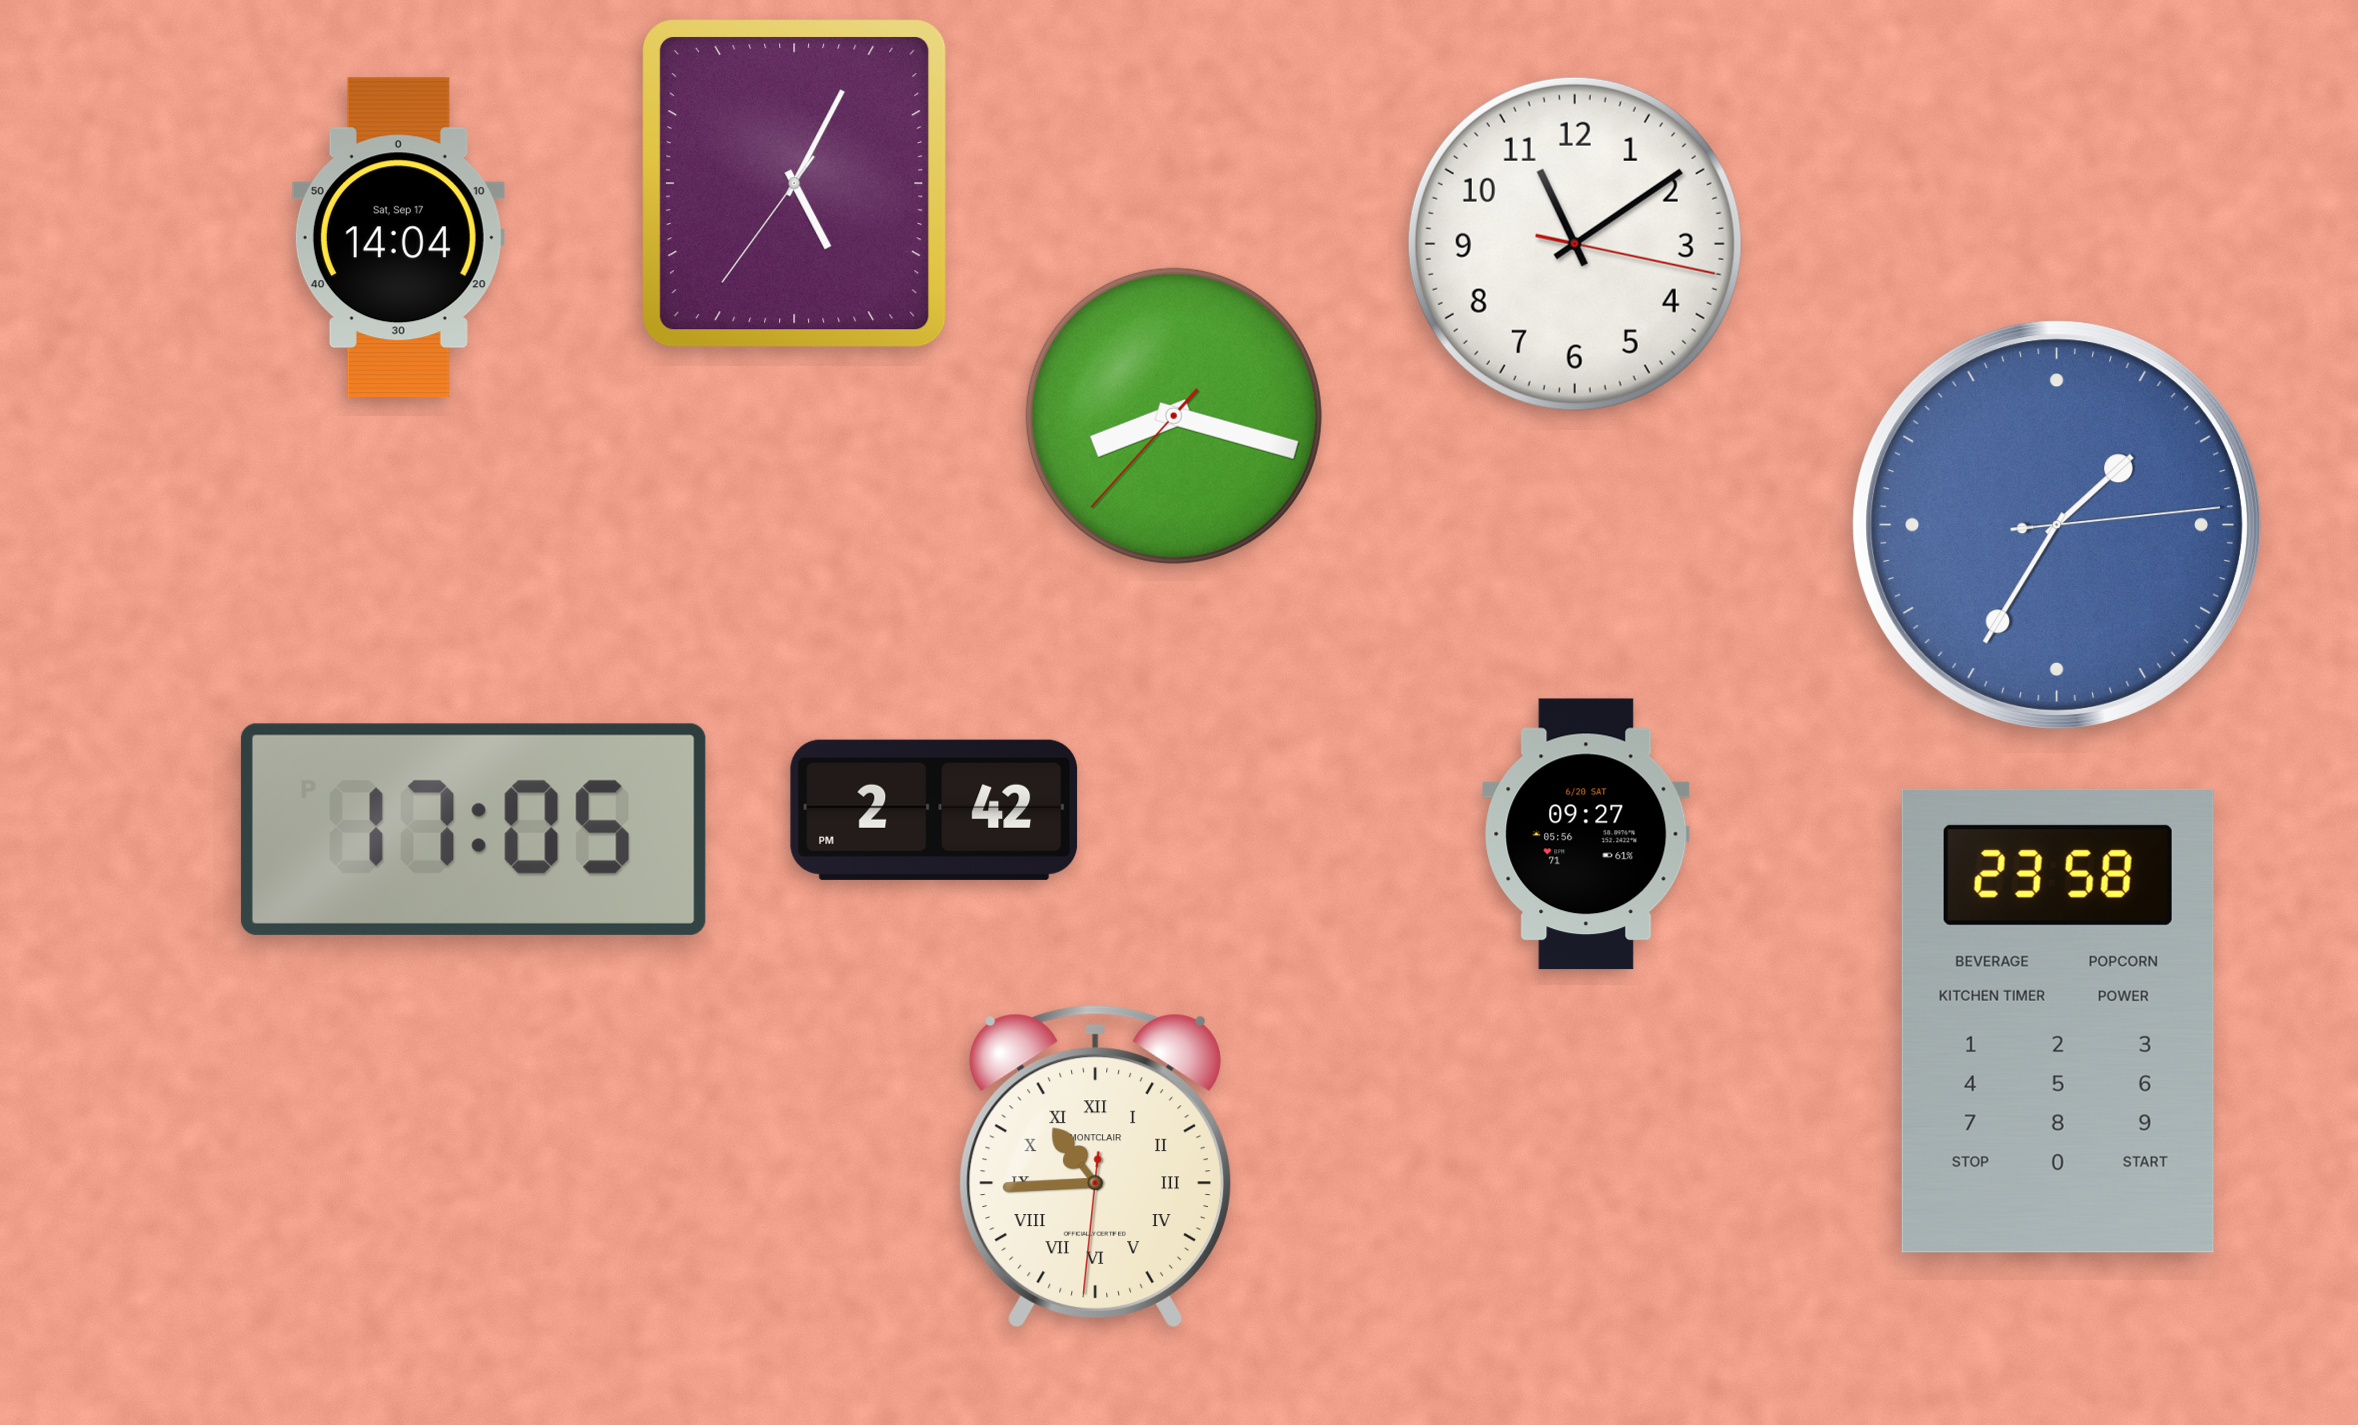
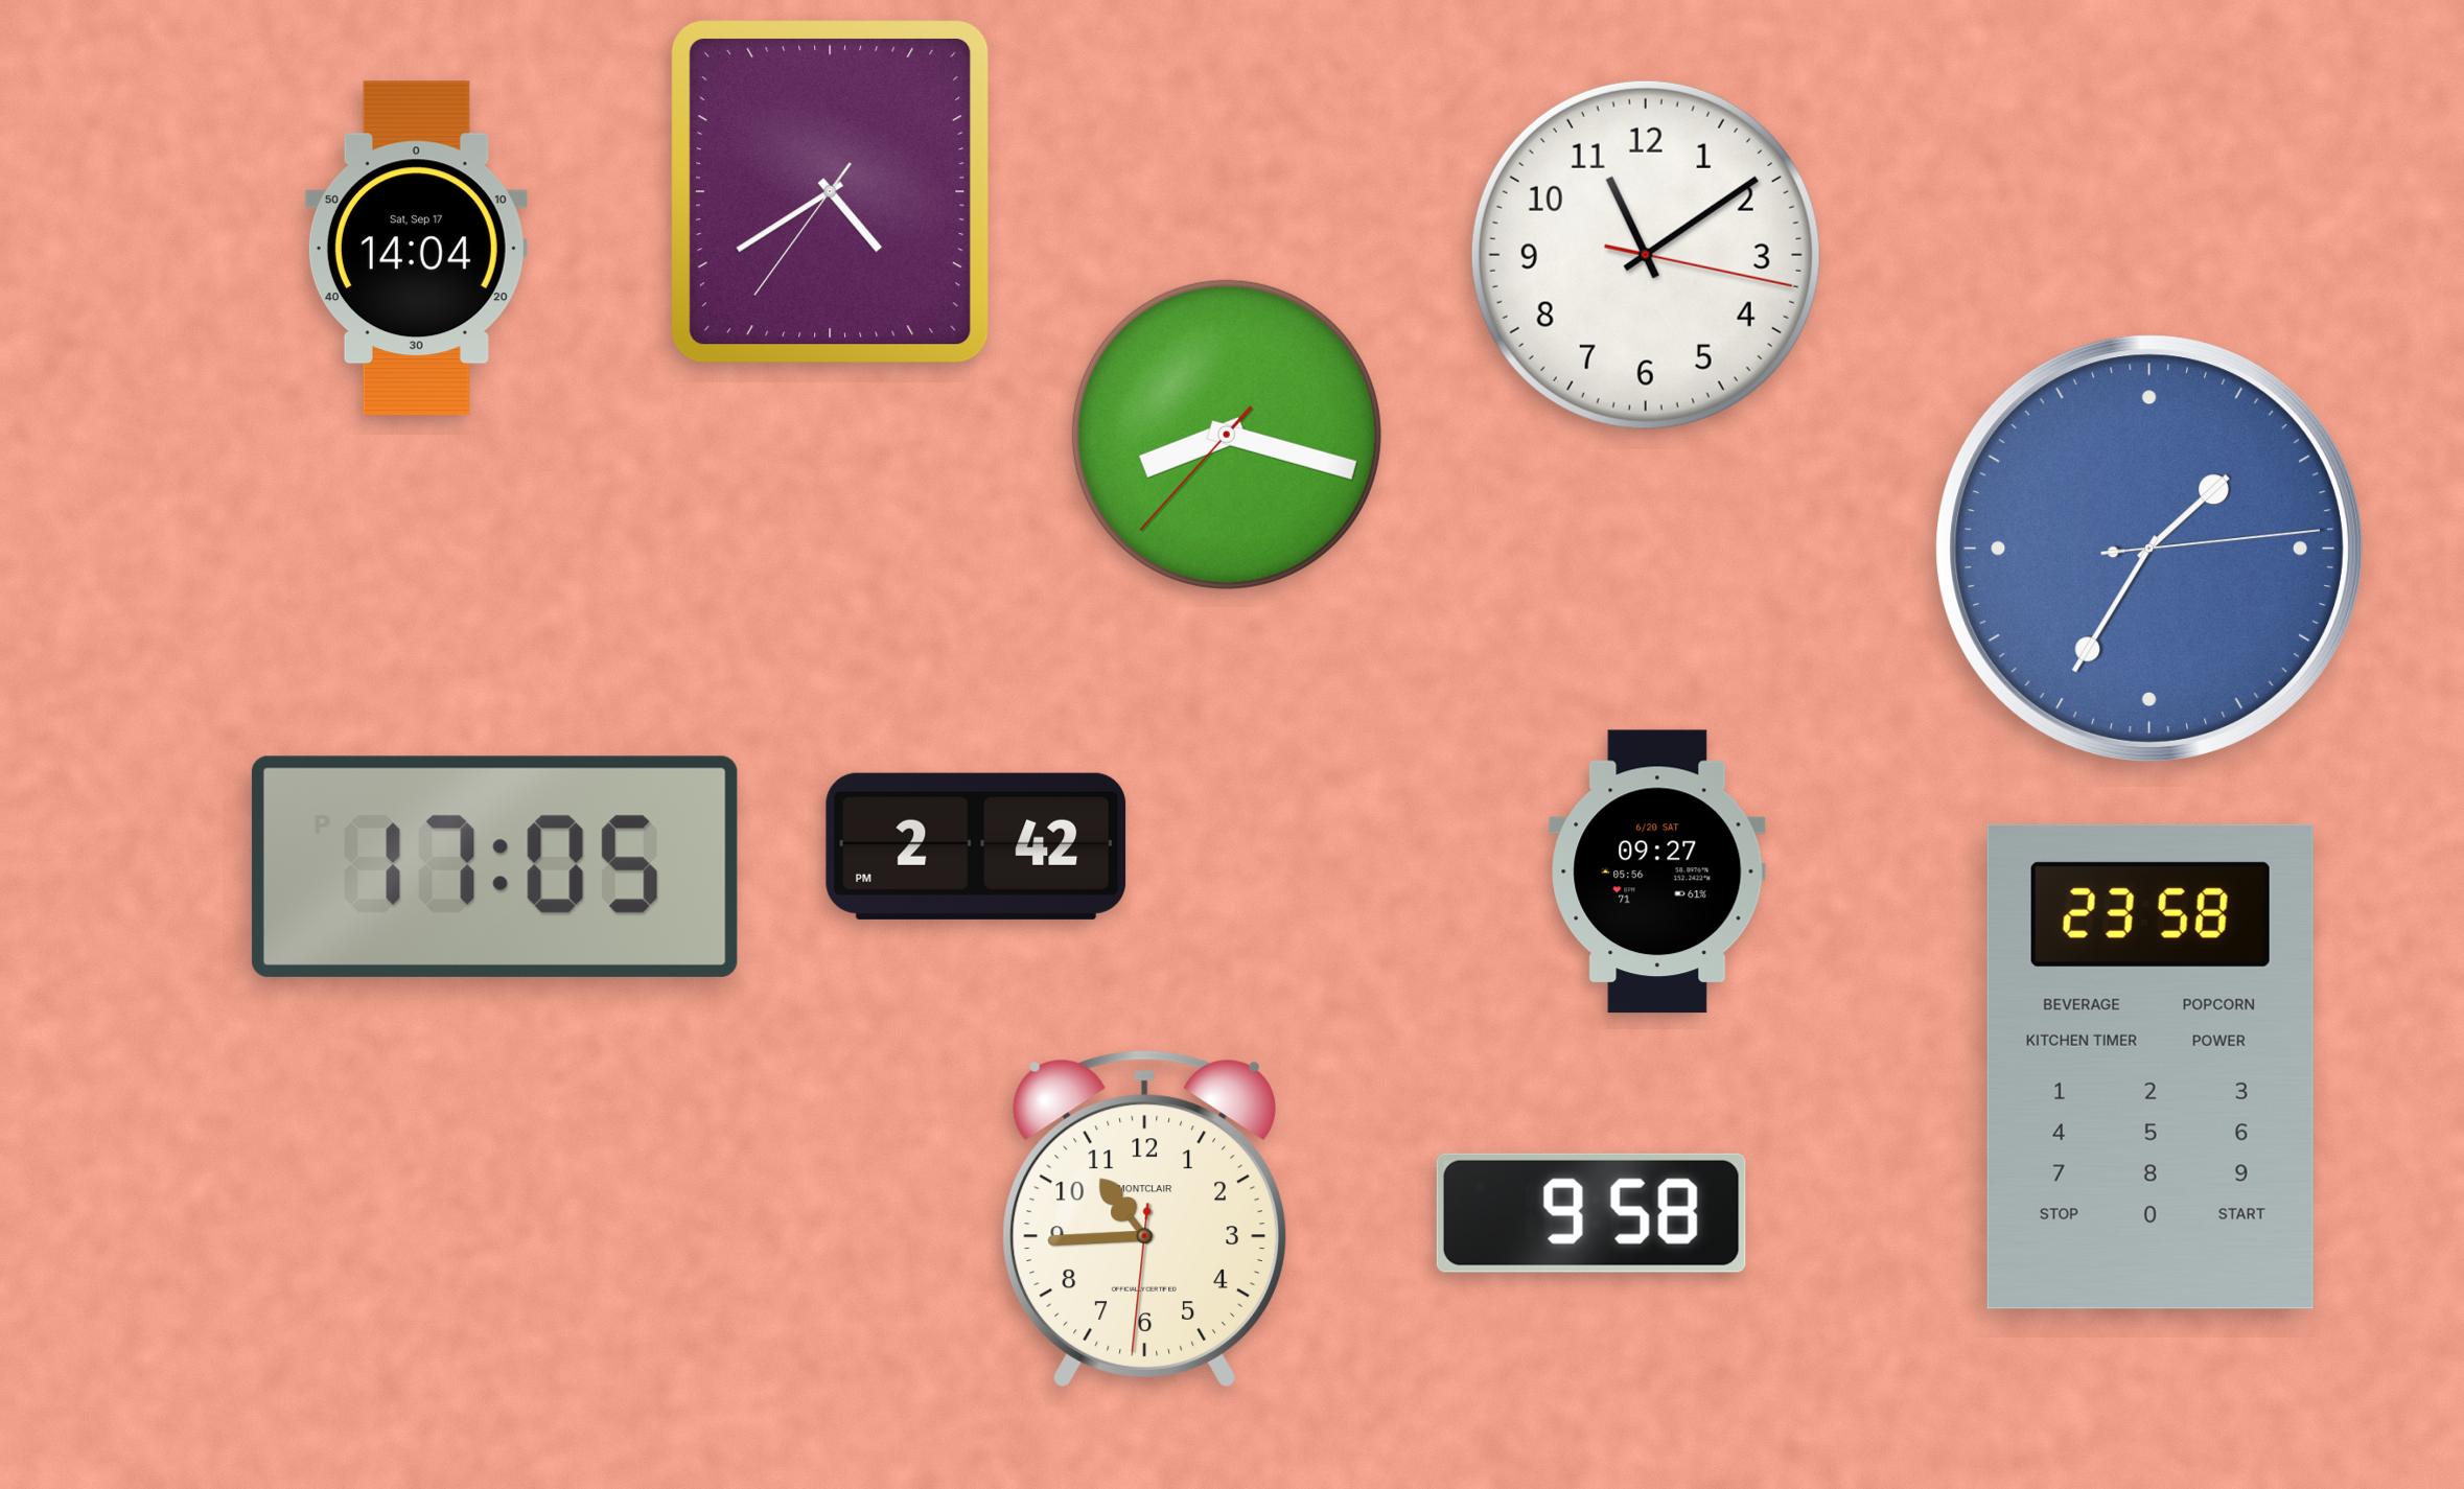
clock at (795, 183): 5:04 -> 4:39
clock at (1591, 1213): none -> 9:58
clock at (1095, 1166) numerals: Roman -> Arabic
